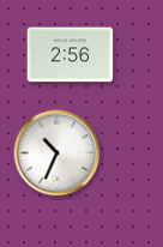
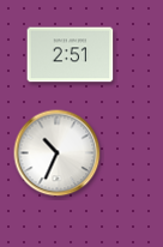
clock at (71, 55): 2:56 -> 2:51
